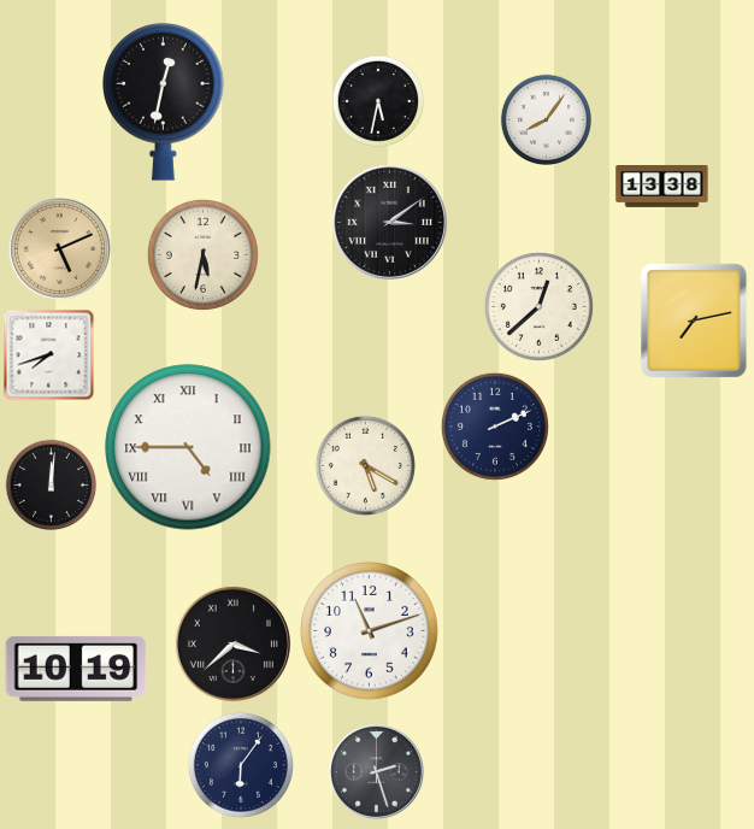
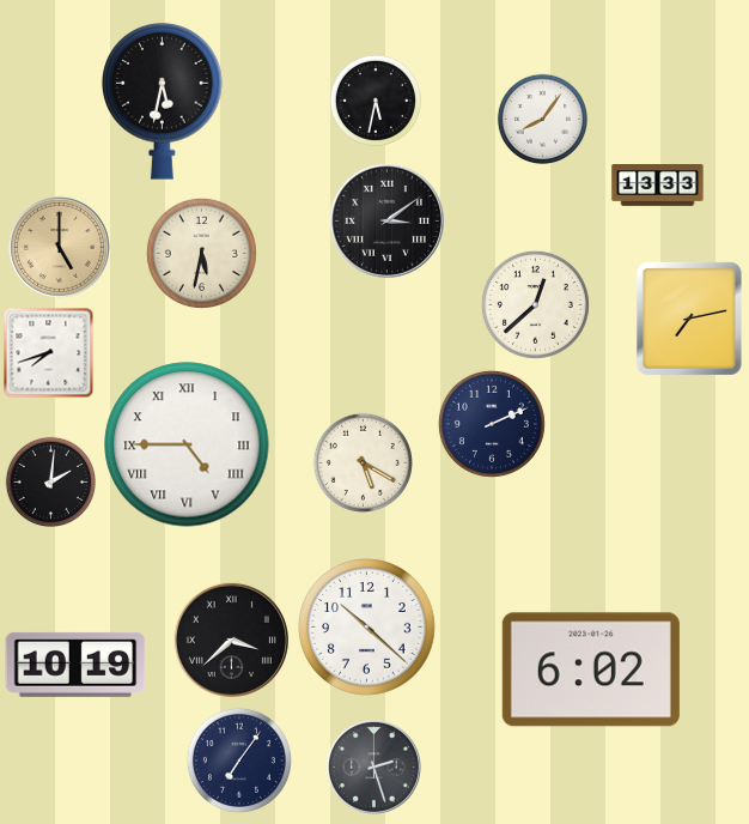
clock at (164, 102): 12:32 -> 5:32
clock at (662, 187): 13:38 -> 13:33
clock at (59, 248): 5:11 -> 5:00
clock at (51, 484): 12:01 -> 2:01
clock at (370, 631): 11:12 -> 10:22
clock at (591, 669): none -> 6:02
clock at (241, 765): 6:06 -> 7:06
